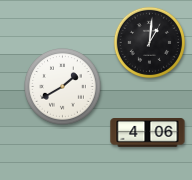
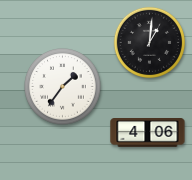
clock at (63, 87): 1:40 -> 1:36
